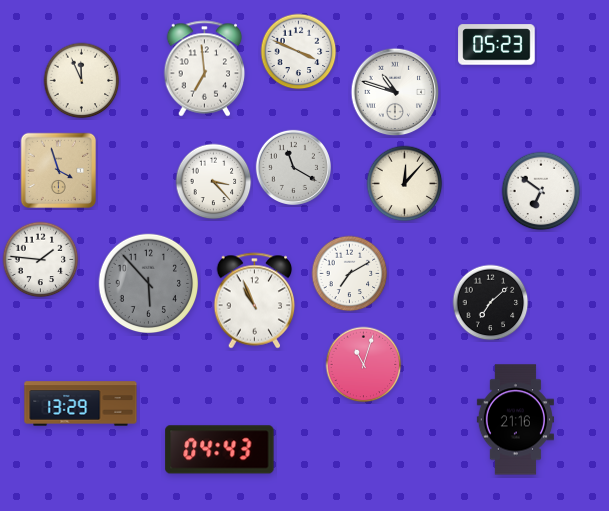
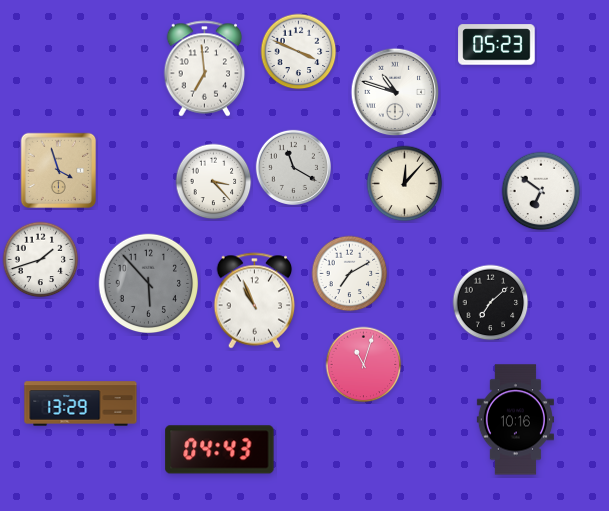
clock at (82, 81): 11:56 -> none
clock at (41, 260): 1:46 -> 1:42
clock at (515, 420): 21:16 -> 10:16
